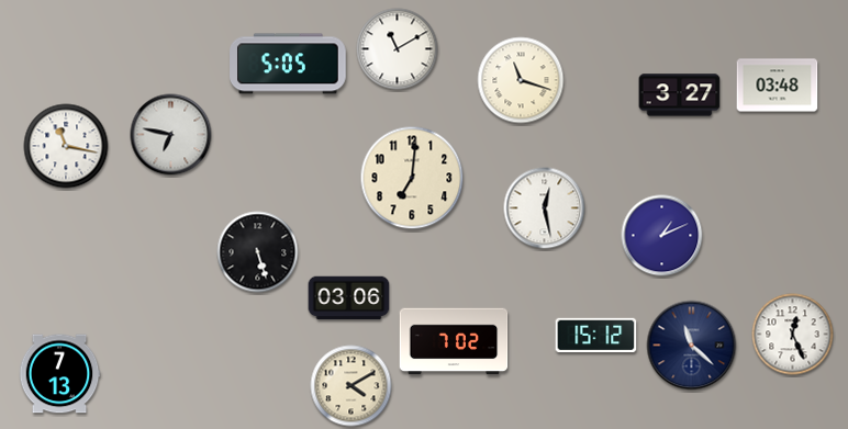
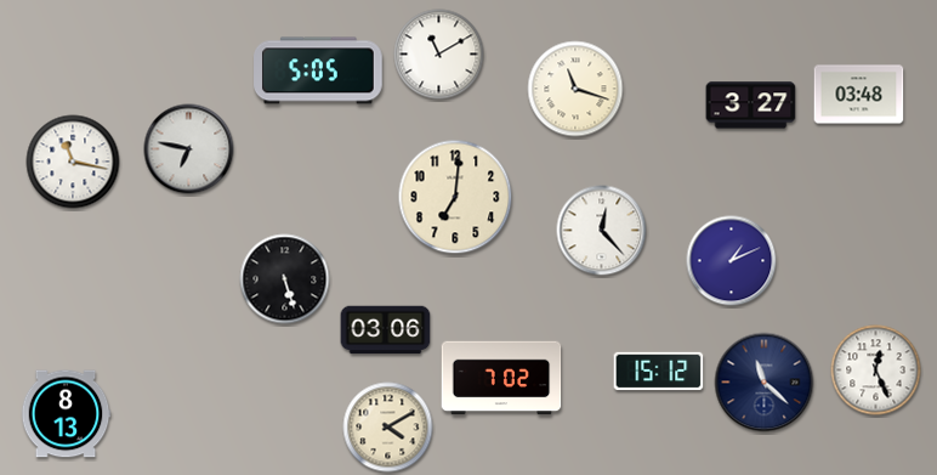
clock at (545, 208): 12:28 -> 12:23
clock at (59, 374): 7:13 -> 8:13
